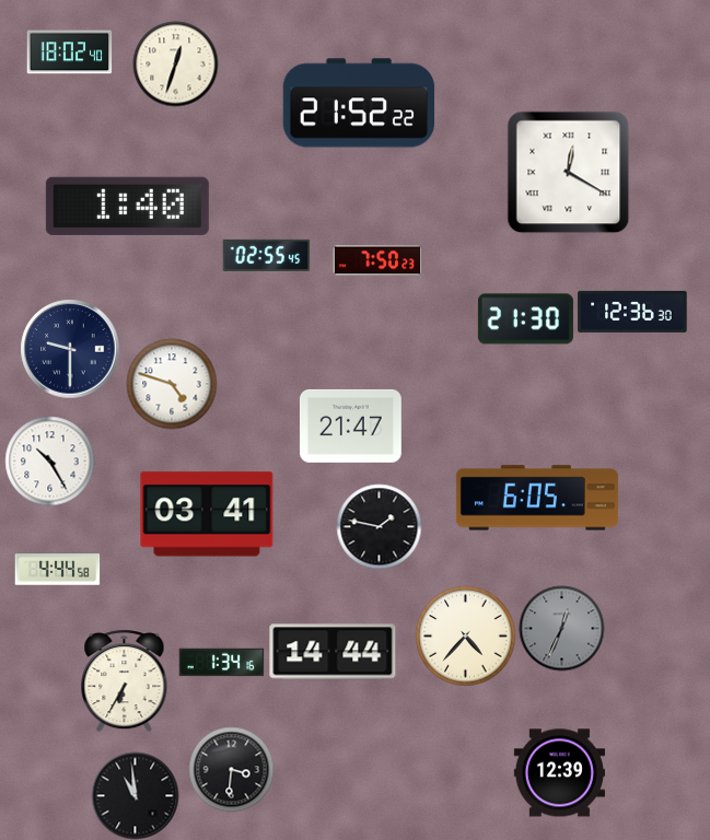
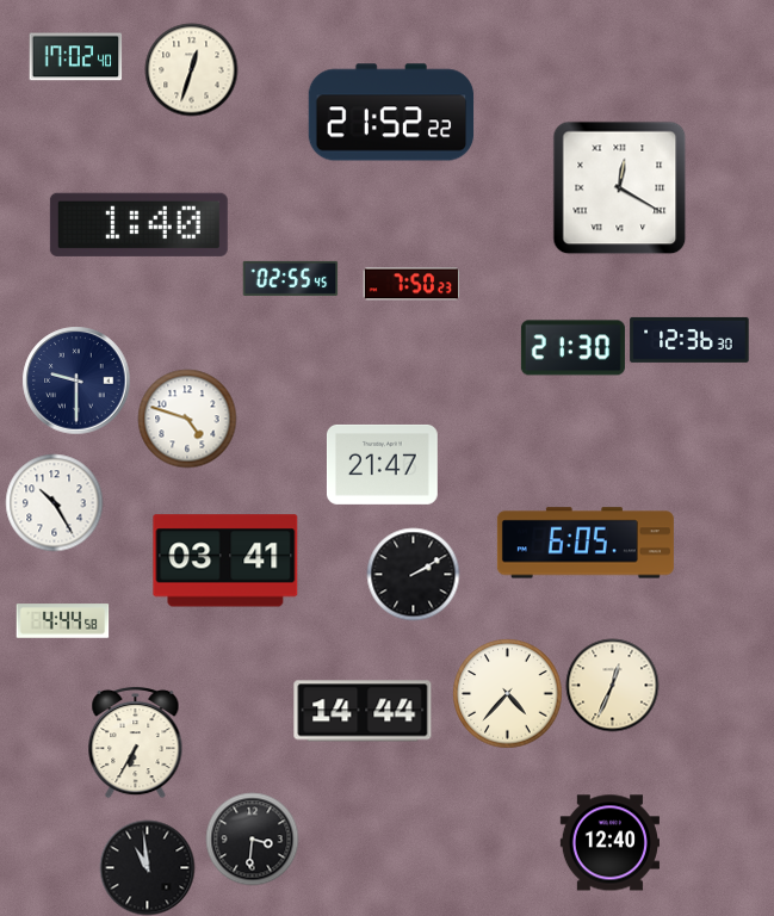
clock at (69, 52): 18:02 -> 17:02
clock at (379, 526): 1:47 -> 2:10
clock at (561, 628) dial: grey -> cream
clock at (221, 663): 1:34 -> none
clock at (559, 773): 12:39 -> 12:40
